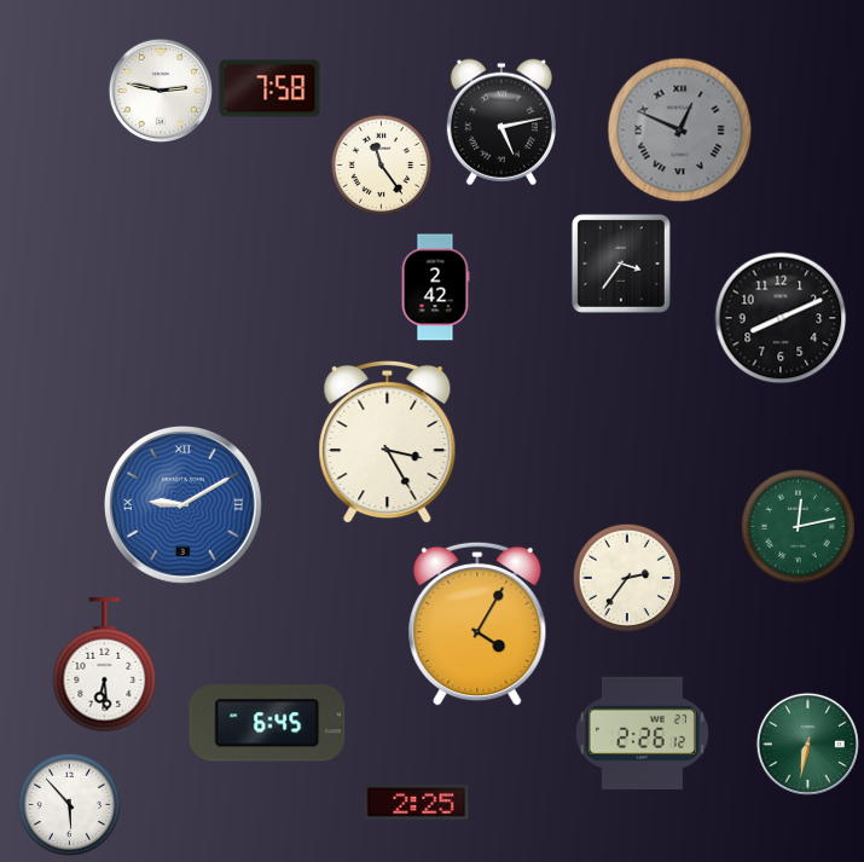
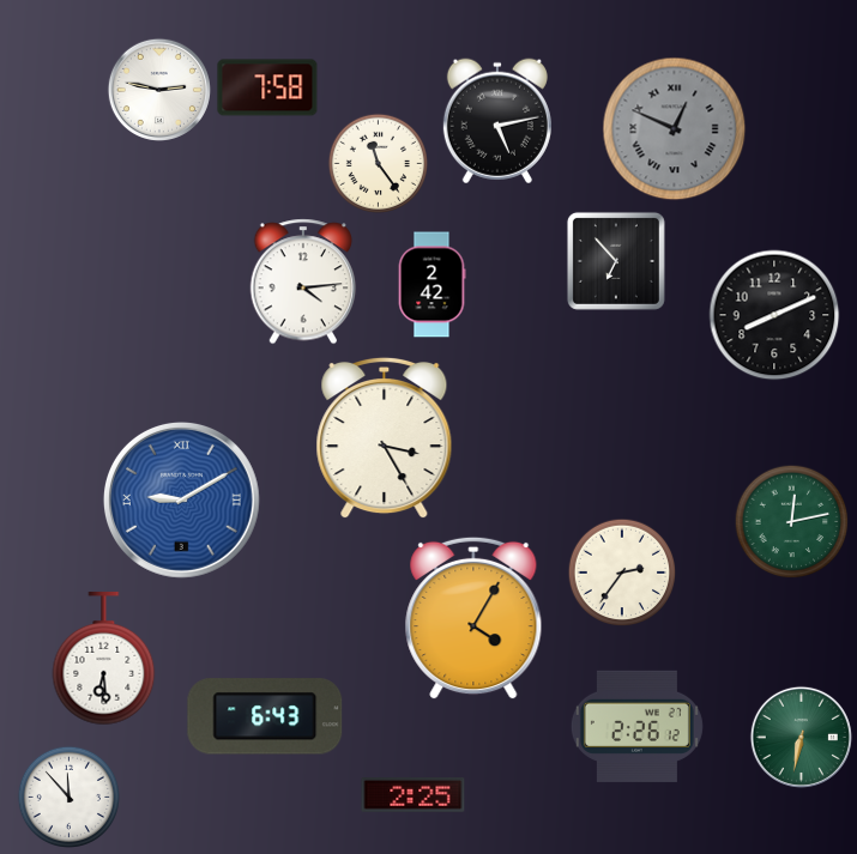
clock at (621, 264): 3:36 -> 6:53
clock at (303, 281): none -> 4:14
clock at (267, 723): 6:45 -> 6:43
clock at (69, 804): 5:53 -> 11:53
